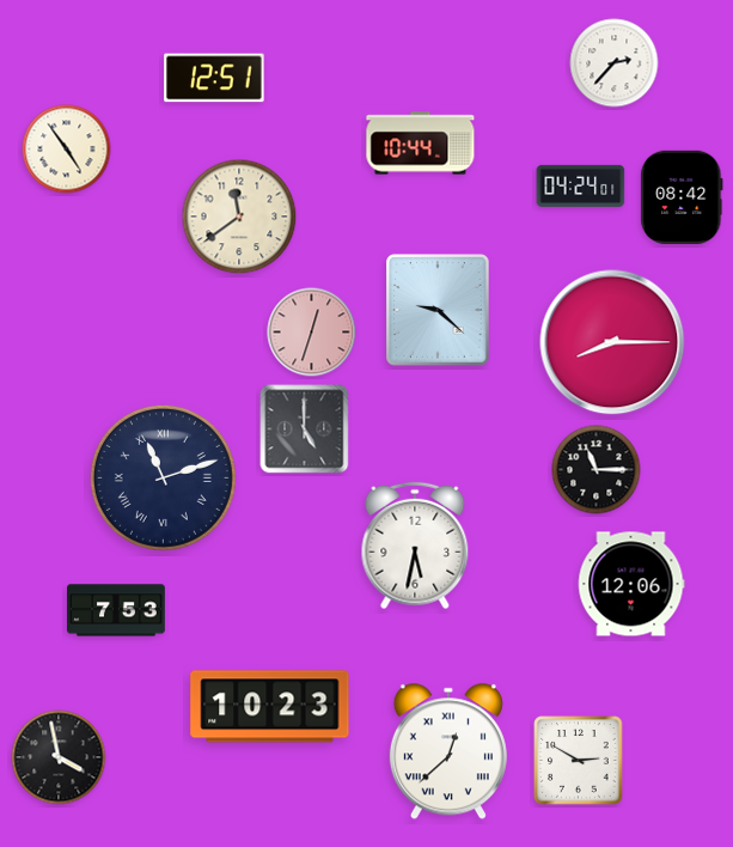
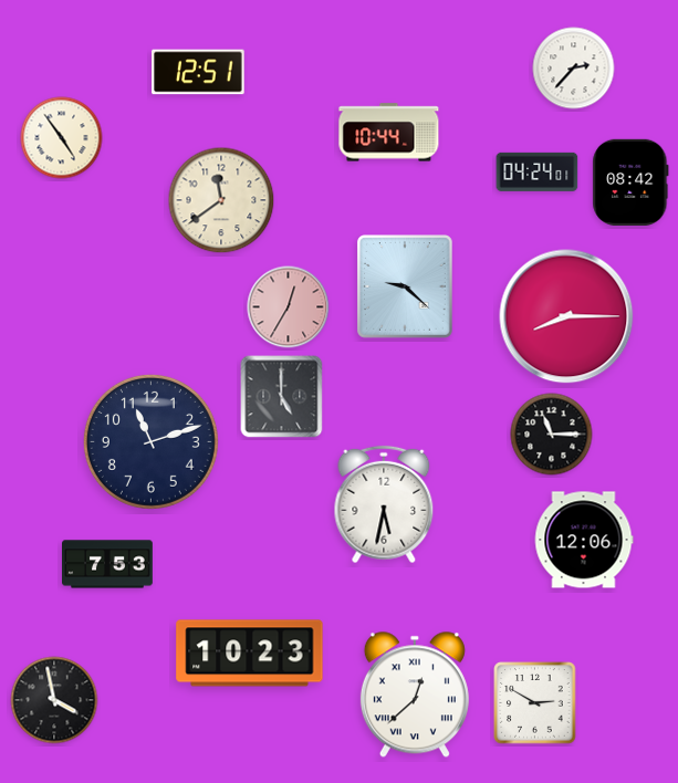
clock at (615, 63) position: (615, 63) -> (574, 69)
clock at (312, 333): 12:33 -> 12:35
clock at (163, 477) numerals: Roman -> Arabic
